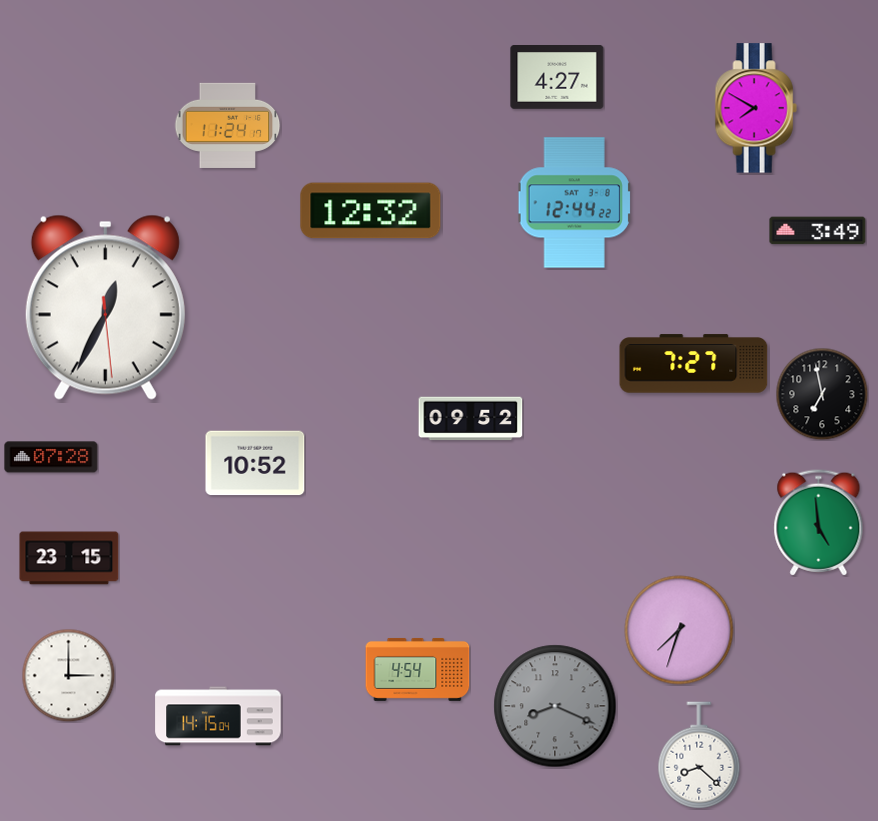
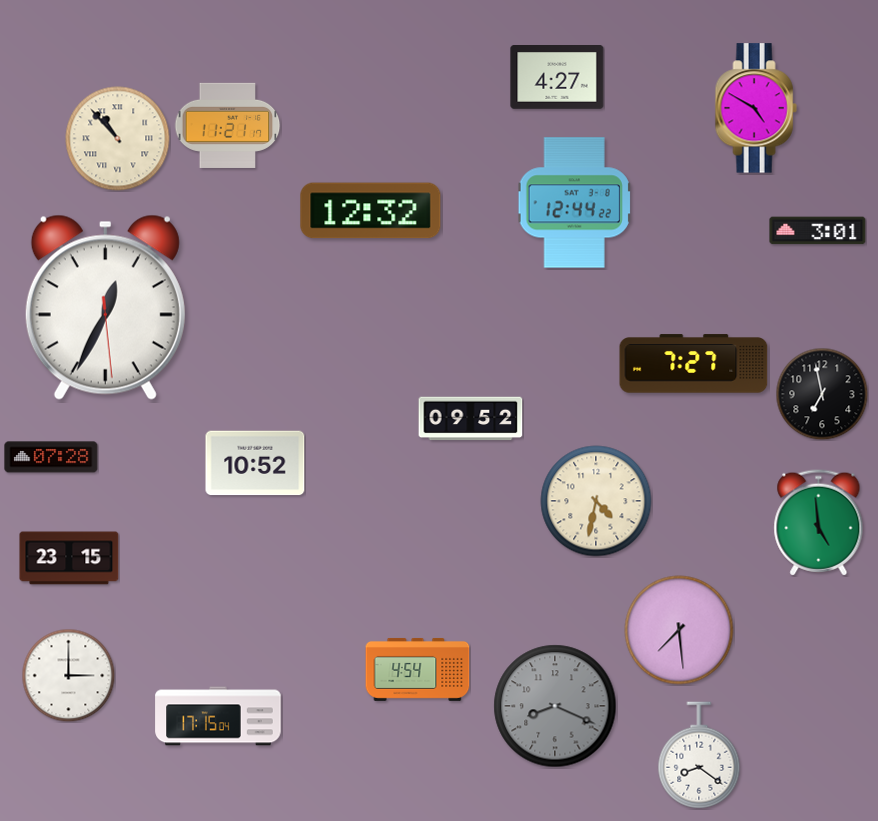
clock at (756, 108): 7:50 -> 4:50
clock at (227, 125): 11:24 -> 11:21
clock at (118, 139): none -> 10:53
clock at (818, 231): 3:49 -> 3:01
clock at (596, 501): none -> 4:32
clock at (679, 630): 7:33 -> 7:29
clock at (218, 716): 14:15 -> 17:15
clock at (699, 755): 8:22 -> 8:21
